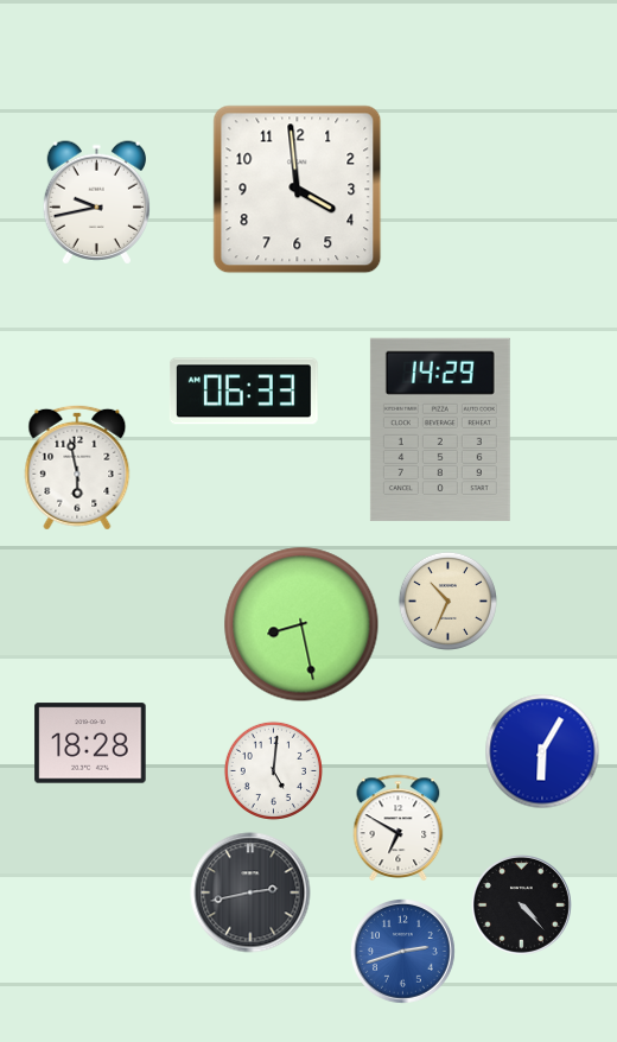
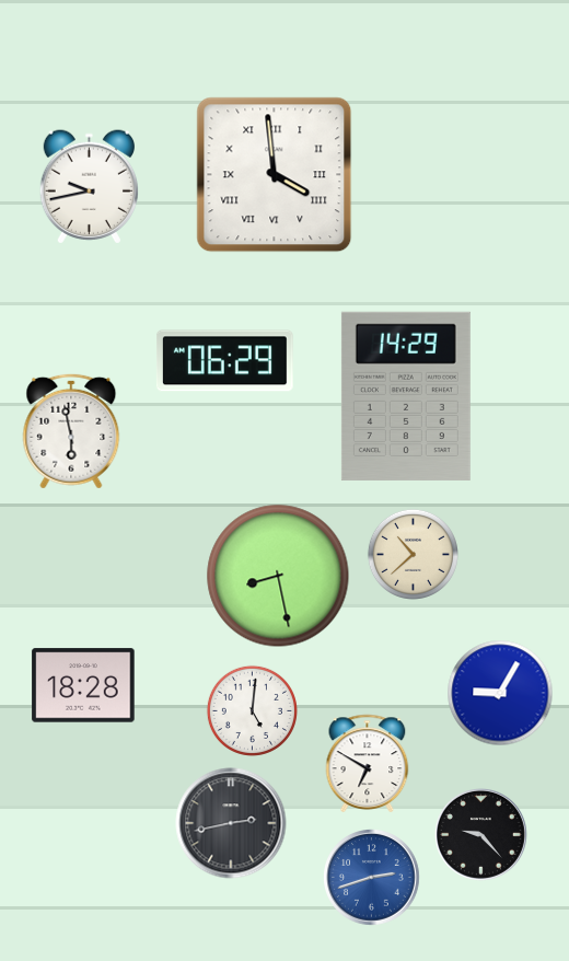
clock at (298, 190) numerals: Arabic -> Roman
clock at (243, 392): 06:33 -> 06:29
clock at (447, 601): 10:34 -> 10:38
clock at (542, 751): 6:05 -> 9:05
clock at (521, 904): 4:23 -> 9:23
